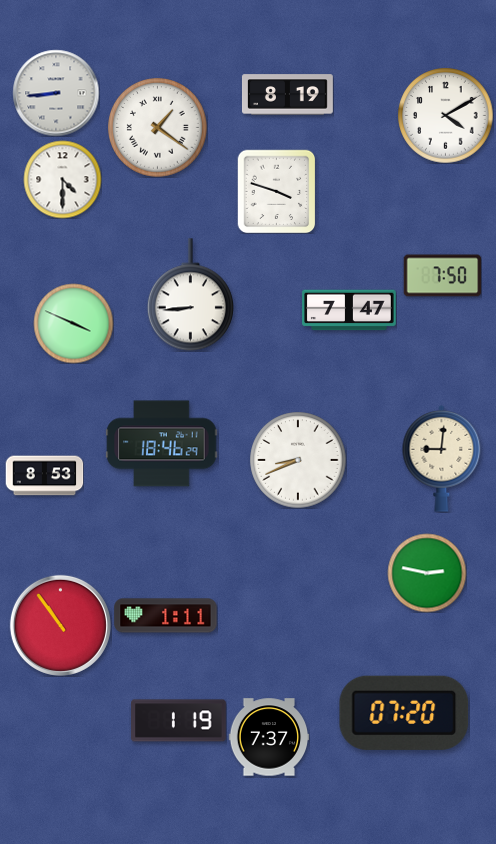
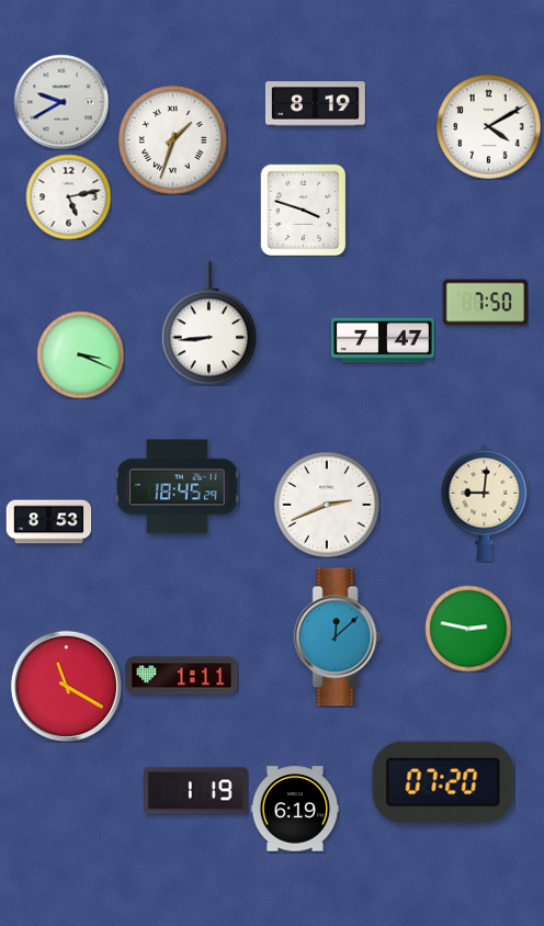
clock at (56, 93): 8:44 -> 9:40
clock at (158, 128): 1:21 -> 1:33
clock at (62, 179): 4:30 -> 5:13
clock at (73, 323): 3:49 -> 3:19
clock at (162, 444): 18:46 -> 18:45
clock at (298, 460): 8:41 -> 2:41
clock at (338, 637): none -> 12:08
clock at (60, 625): 10:54 -> 11:20
clock at (269, 737): 7:37 -> 6:19
